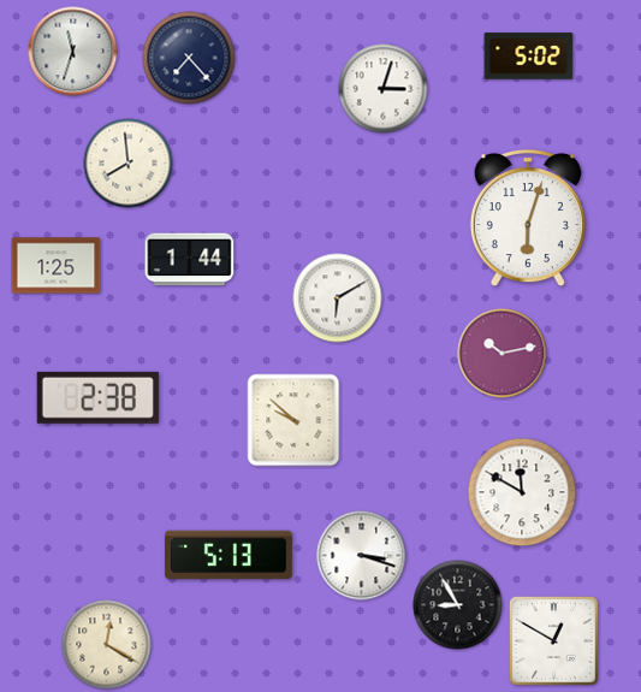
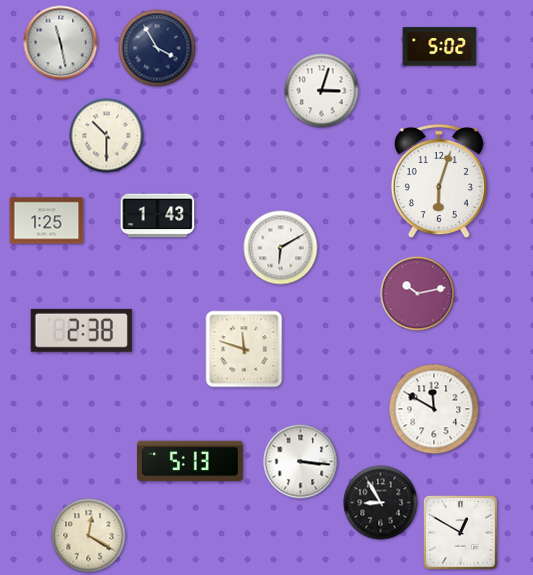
clock at (73, 52): 11:33 -> 11:28
clock at (189, 58): 7:23 -> 3:55
clock at (384, 89) position: (384, 89) -> (322, 91)
clock at (129, 164): 7:59 -> 10:30
clock at (190, 260): 1:44 -> 1:43
clock at (293, 420): 9:52 -> 11:48
clock at (362, 556): 3:18 -> 3:16
